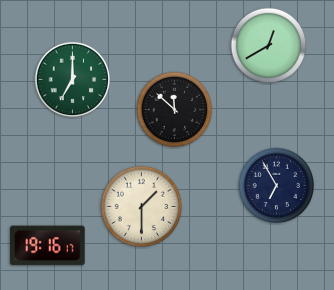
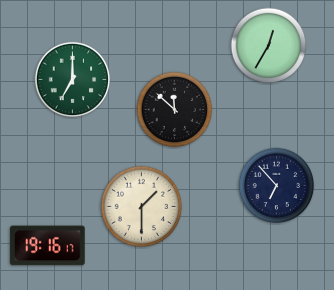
clock at (269, 46): 12:40 -> 12:35
clock at (277, 186): 6:55 -> 6:53
